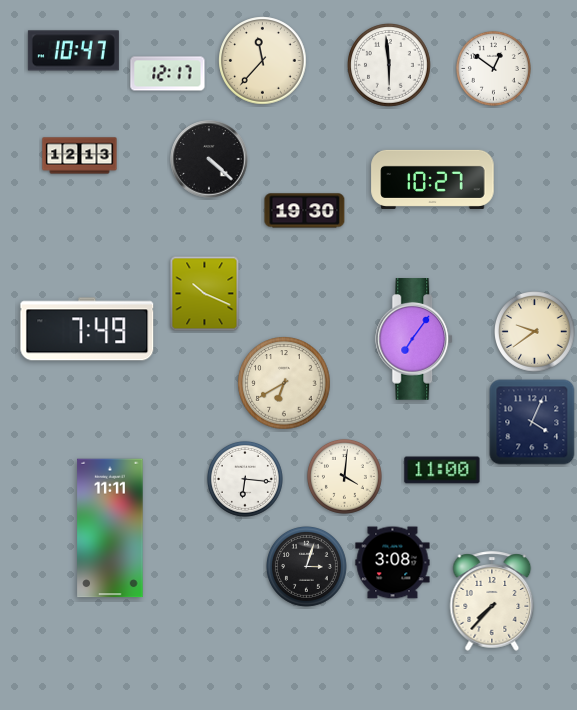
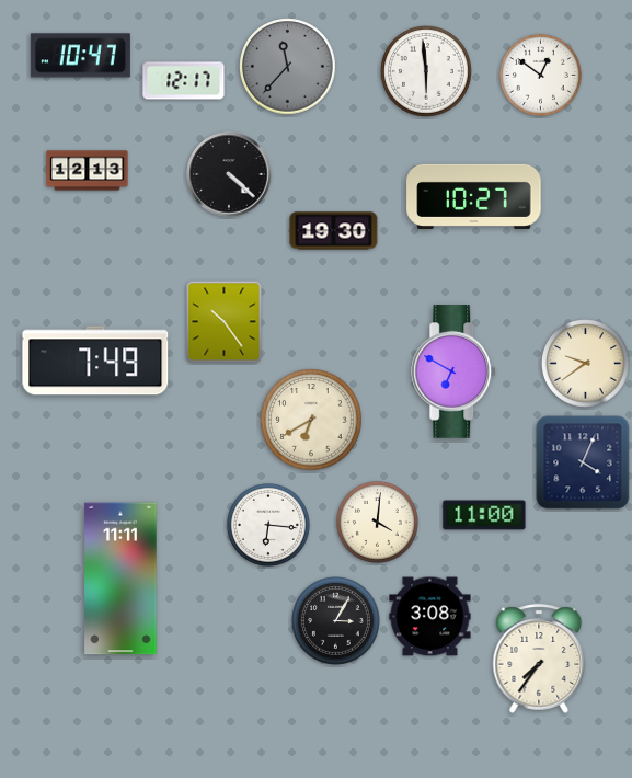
clock at (263, 61) dial: cream -> grey
clock at (205, 294): 10:19 -> 10:24
clock at (415, 339): 7:06 -> 6:50
clock at (307, 567): 3:03 -> 3:05
clock at (492, 601): 7:37 -> 7:36
